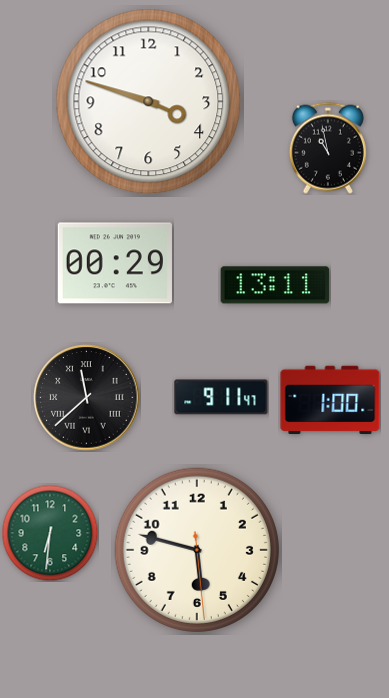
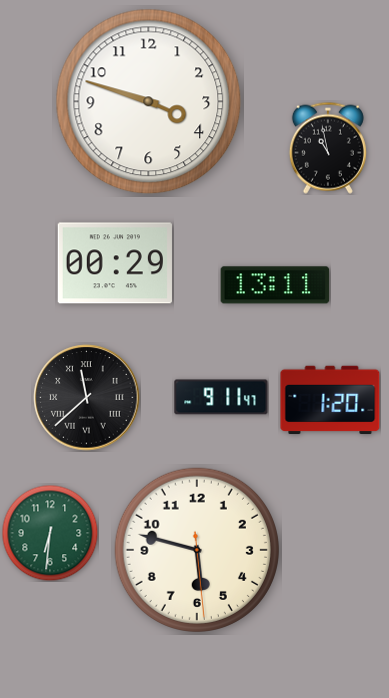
clock at (330, 400): 1:00 -> 1:20
